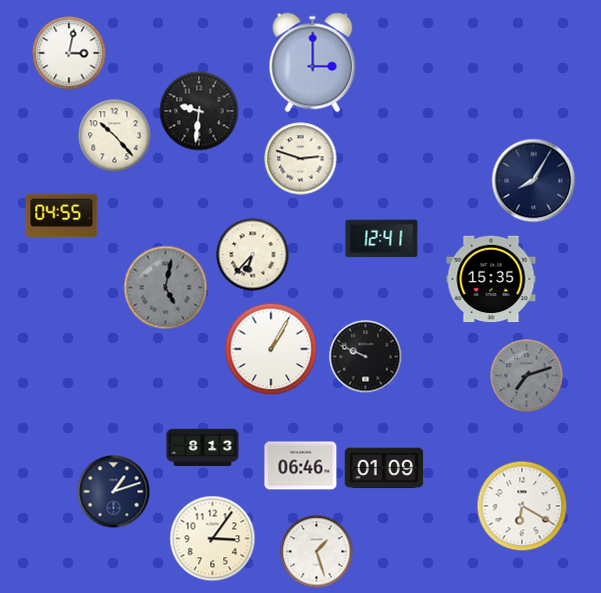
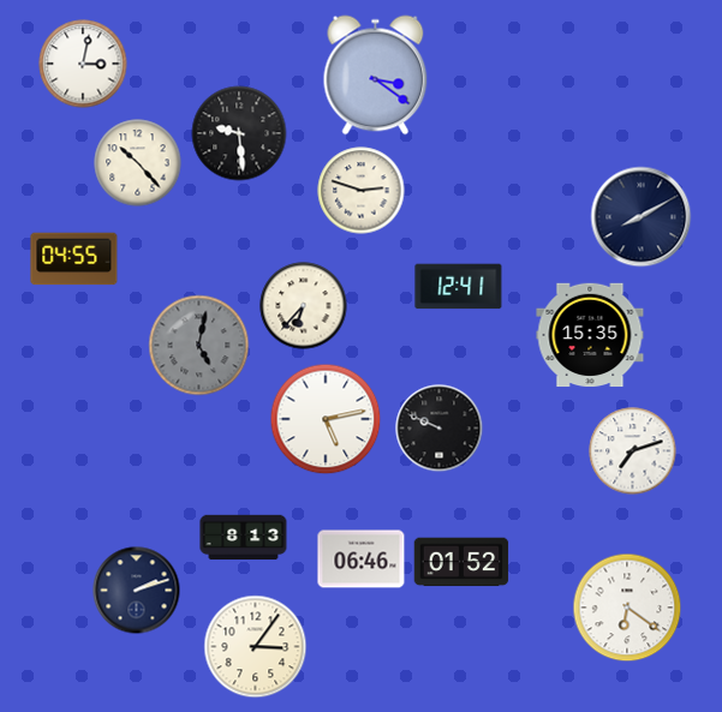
clock at (313, 63): 3:00 -> 3:21
clock at (199, 111): 9:31 -> 9:29
clock at (534, 181): 8:05 -> 8:10
clock at (271, 349): 1:05 -> 5:13
clock at (527, 376) dial: grey -> white
clock at (384, 468): 01:09 -> 01:52
clock at (114, 492): 1:12 -> 2:12
clock at (522, 506): 6:20 -> 6:21
clock at (317, 552): 1:27 -> none
